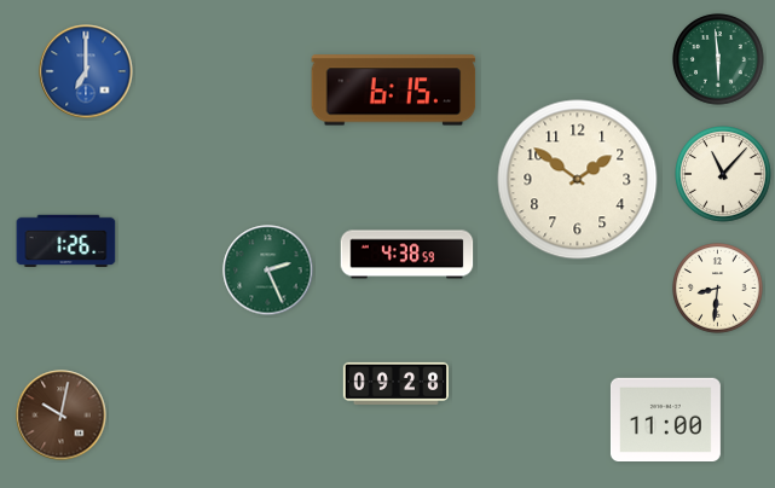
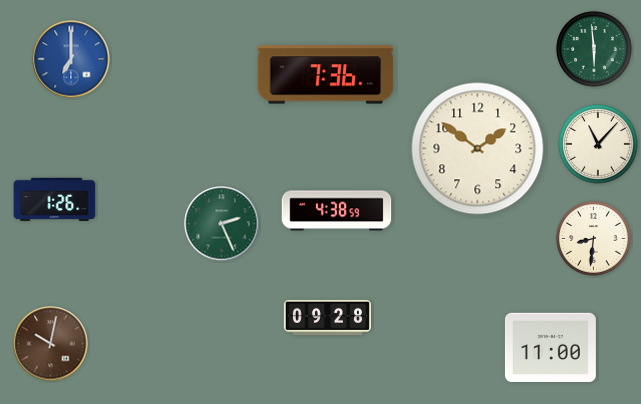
clock at (394, 91): 6:15 -> 7:36
